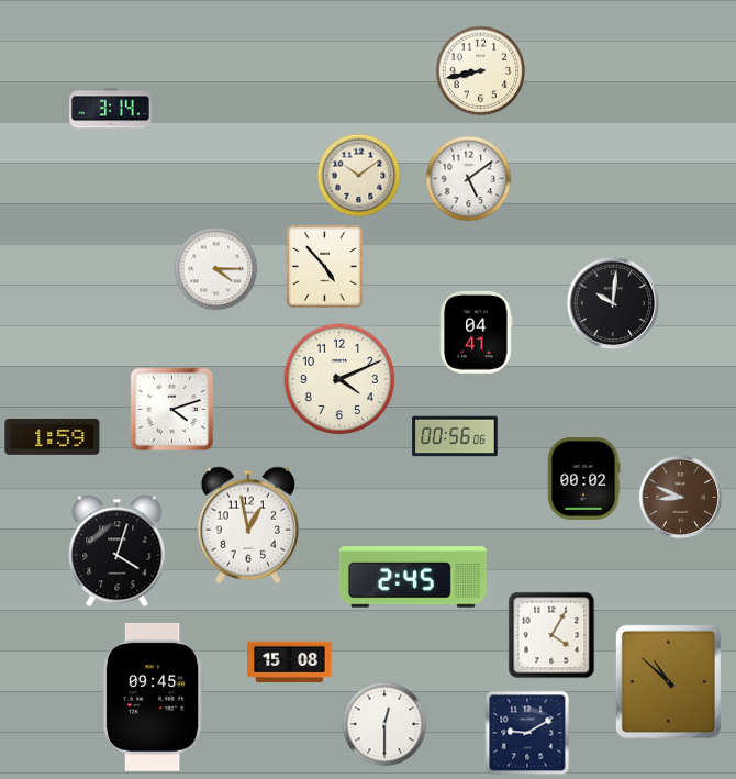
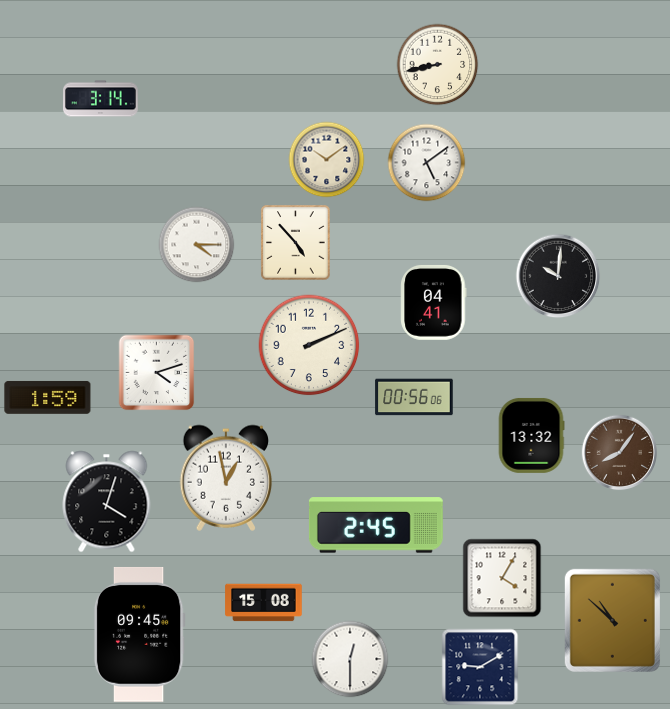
clock at (339, 379): 4:11 -> 2:11
clock at (583, 478): 00:02 -> 13:32
clock at (681, 498): 8:49 -> 8:06
clock at (668, 681) position: (668, 681) -> (612, 620)
